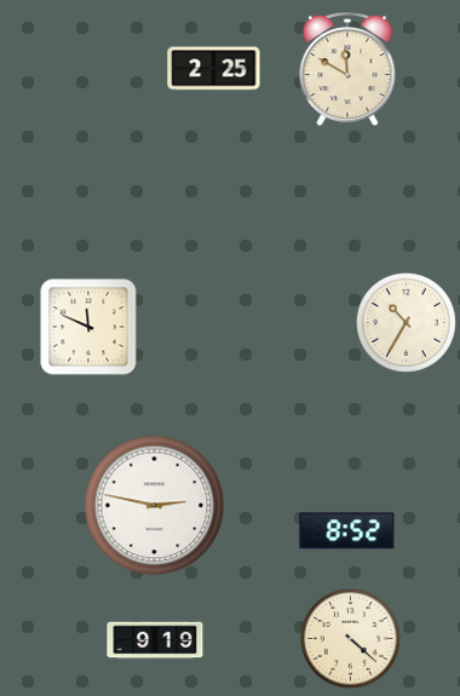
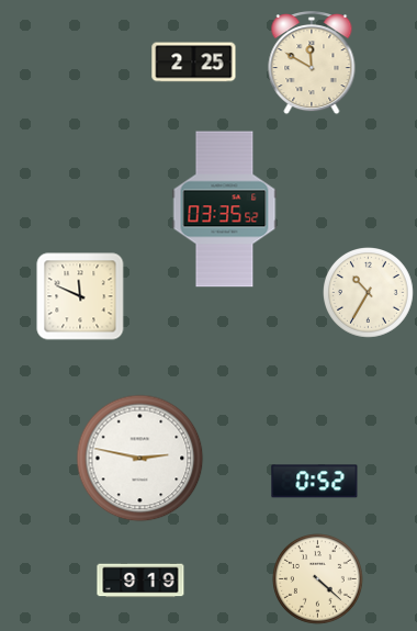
clock at (347, 70) position: (347, 70) -> (312, 64)
clock at (225, 210): none -> 03:35
clock at (347, 531): 8:52 -> 0:52
